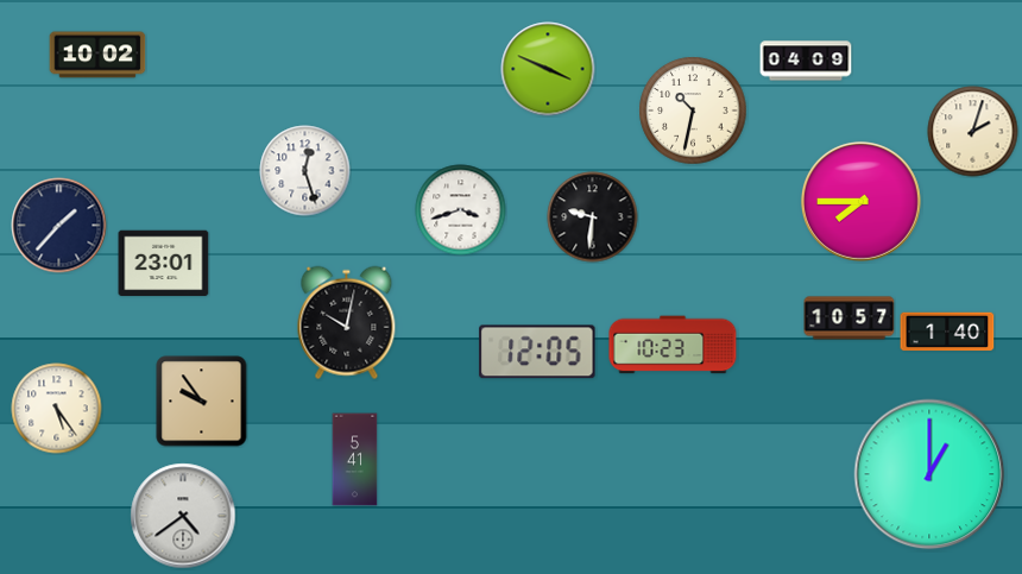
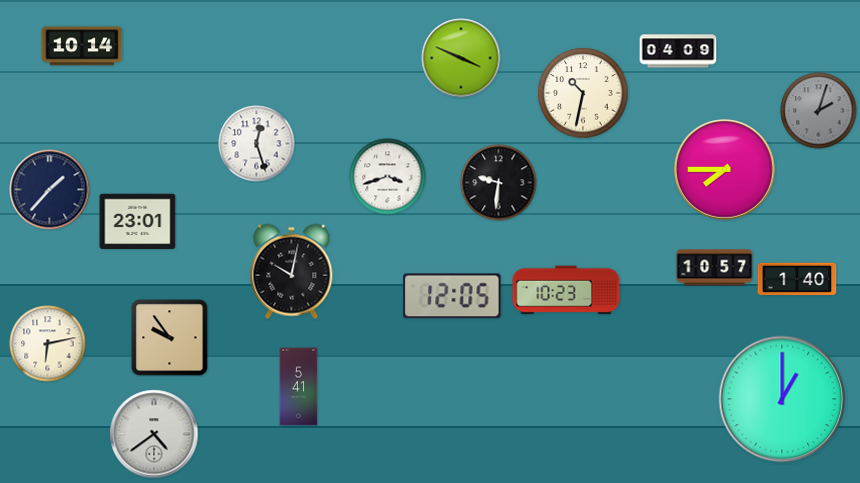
clock at (97, 55): 10:02 -> 10:14
clock at (973, 132) dial: cream -> grey
clock at (57, 409): 5:24 -> 6:13
